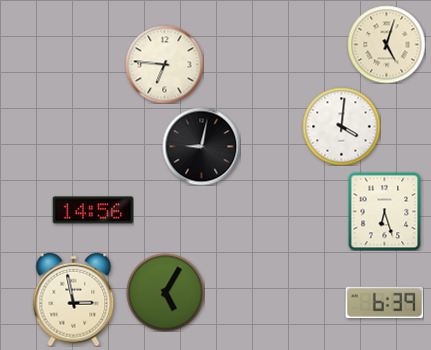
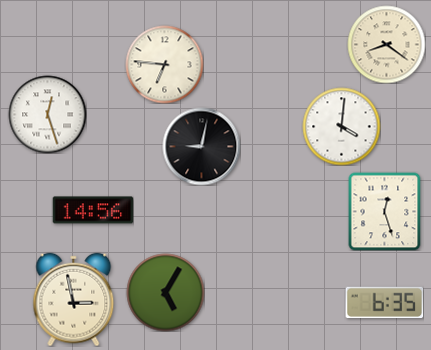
clock at (386, 44): 5:03 -> 8:21
clock at (47, 114): none -> 12:27
clock at (385, 211): 6:27 -> 12:27
clock at (384, 303): 6:39 -> 6:35
